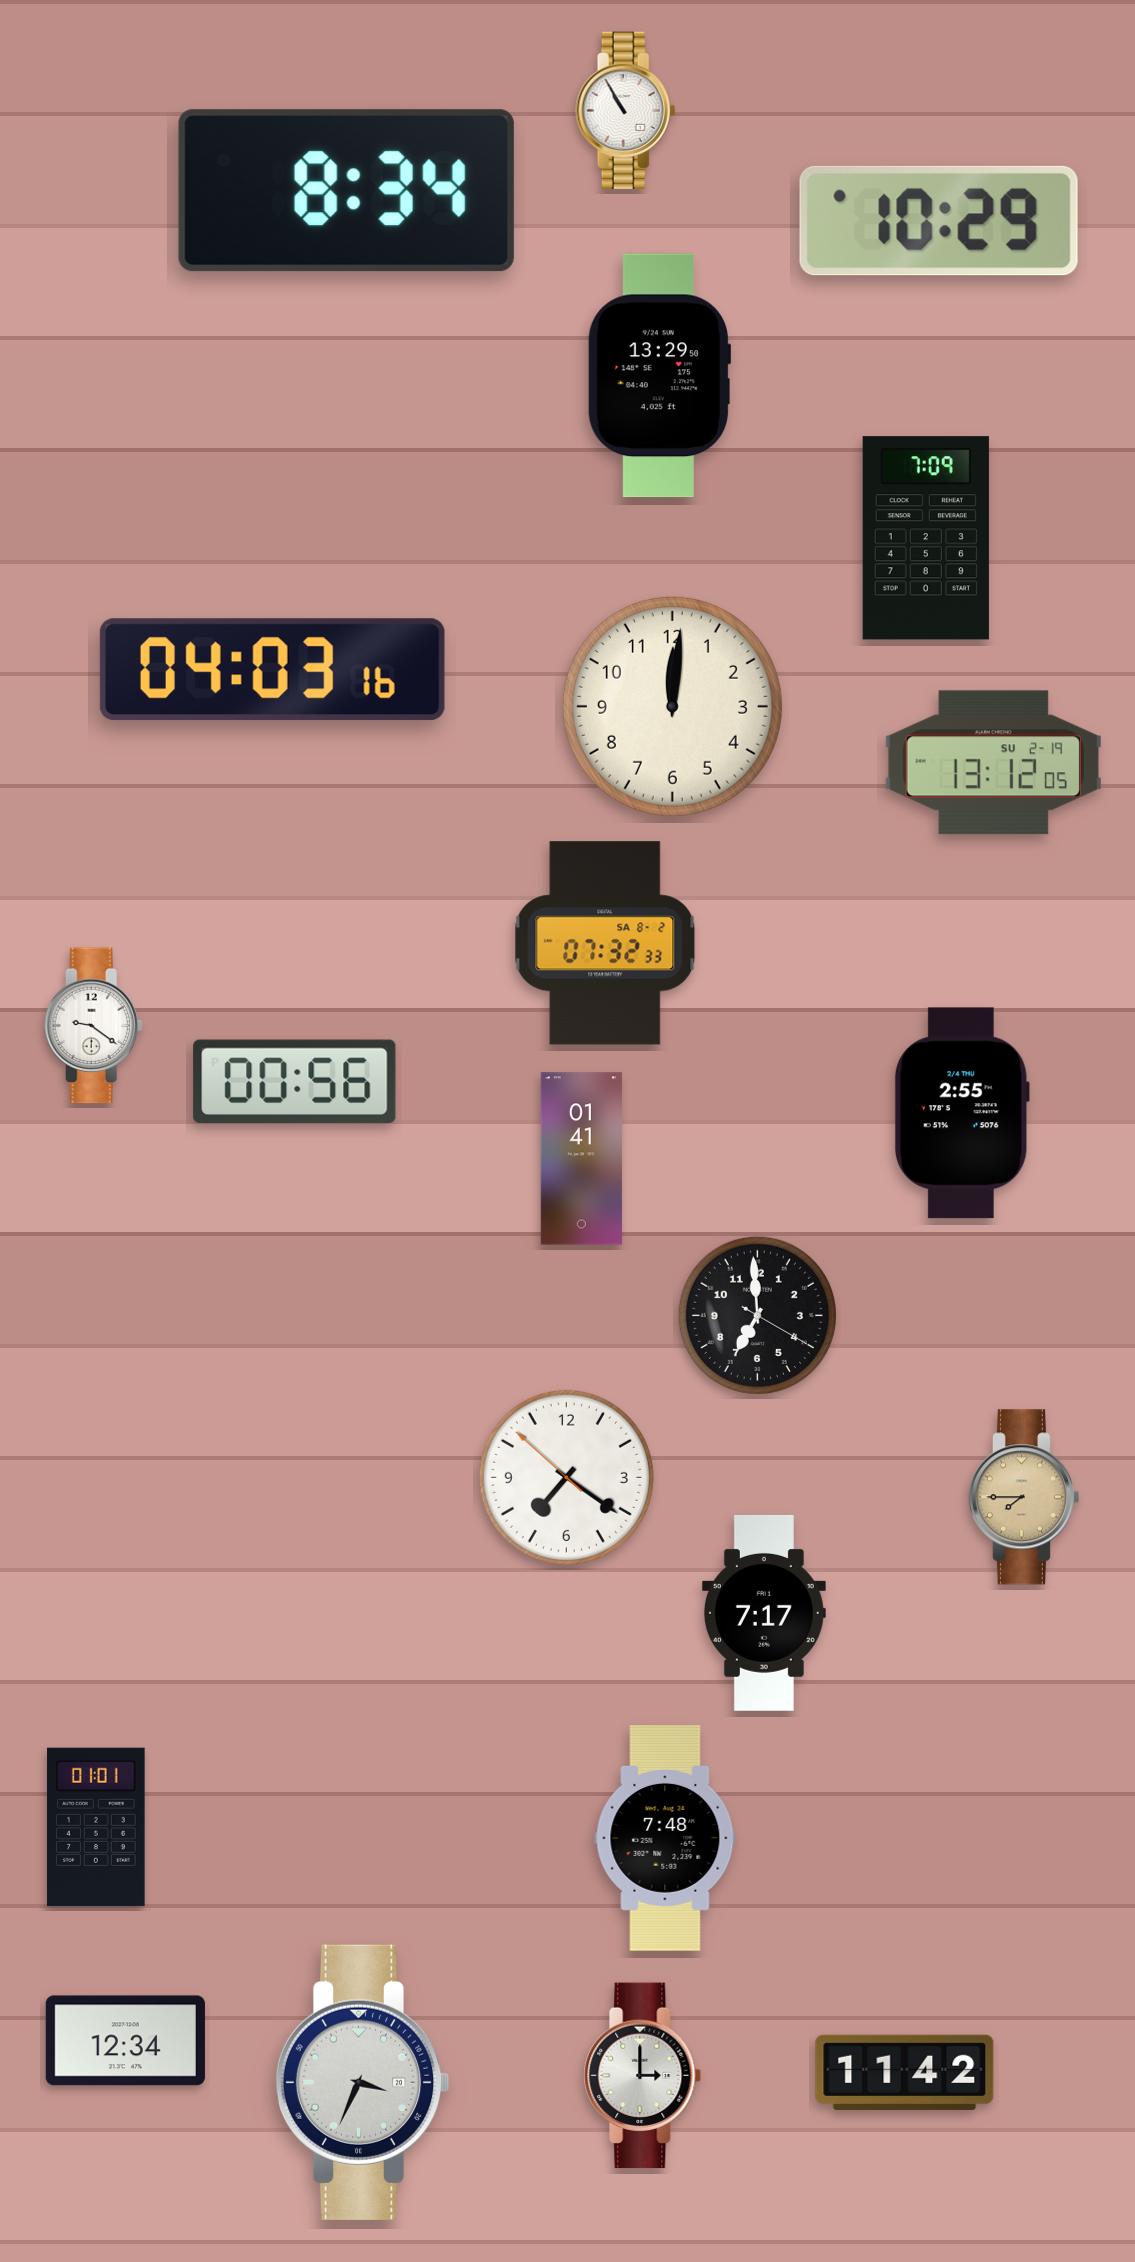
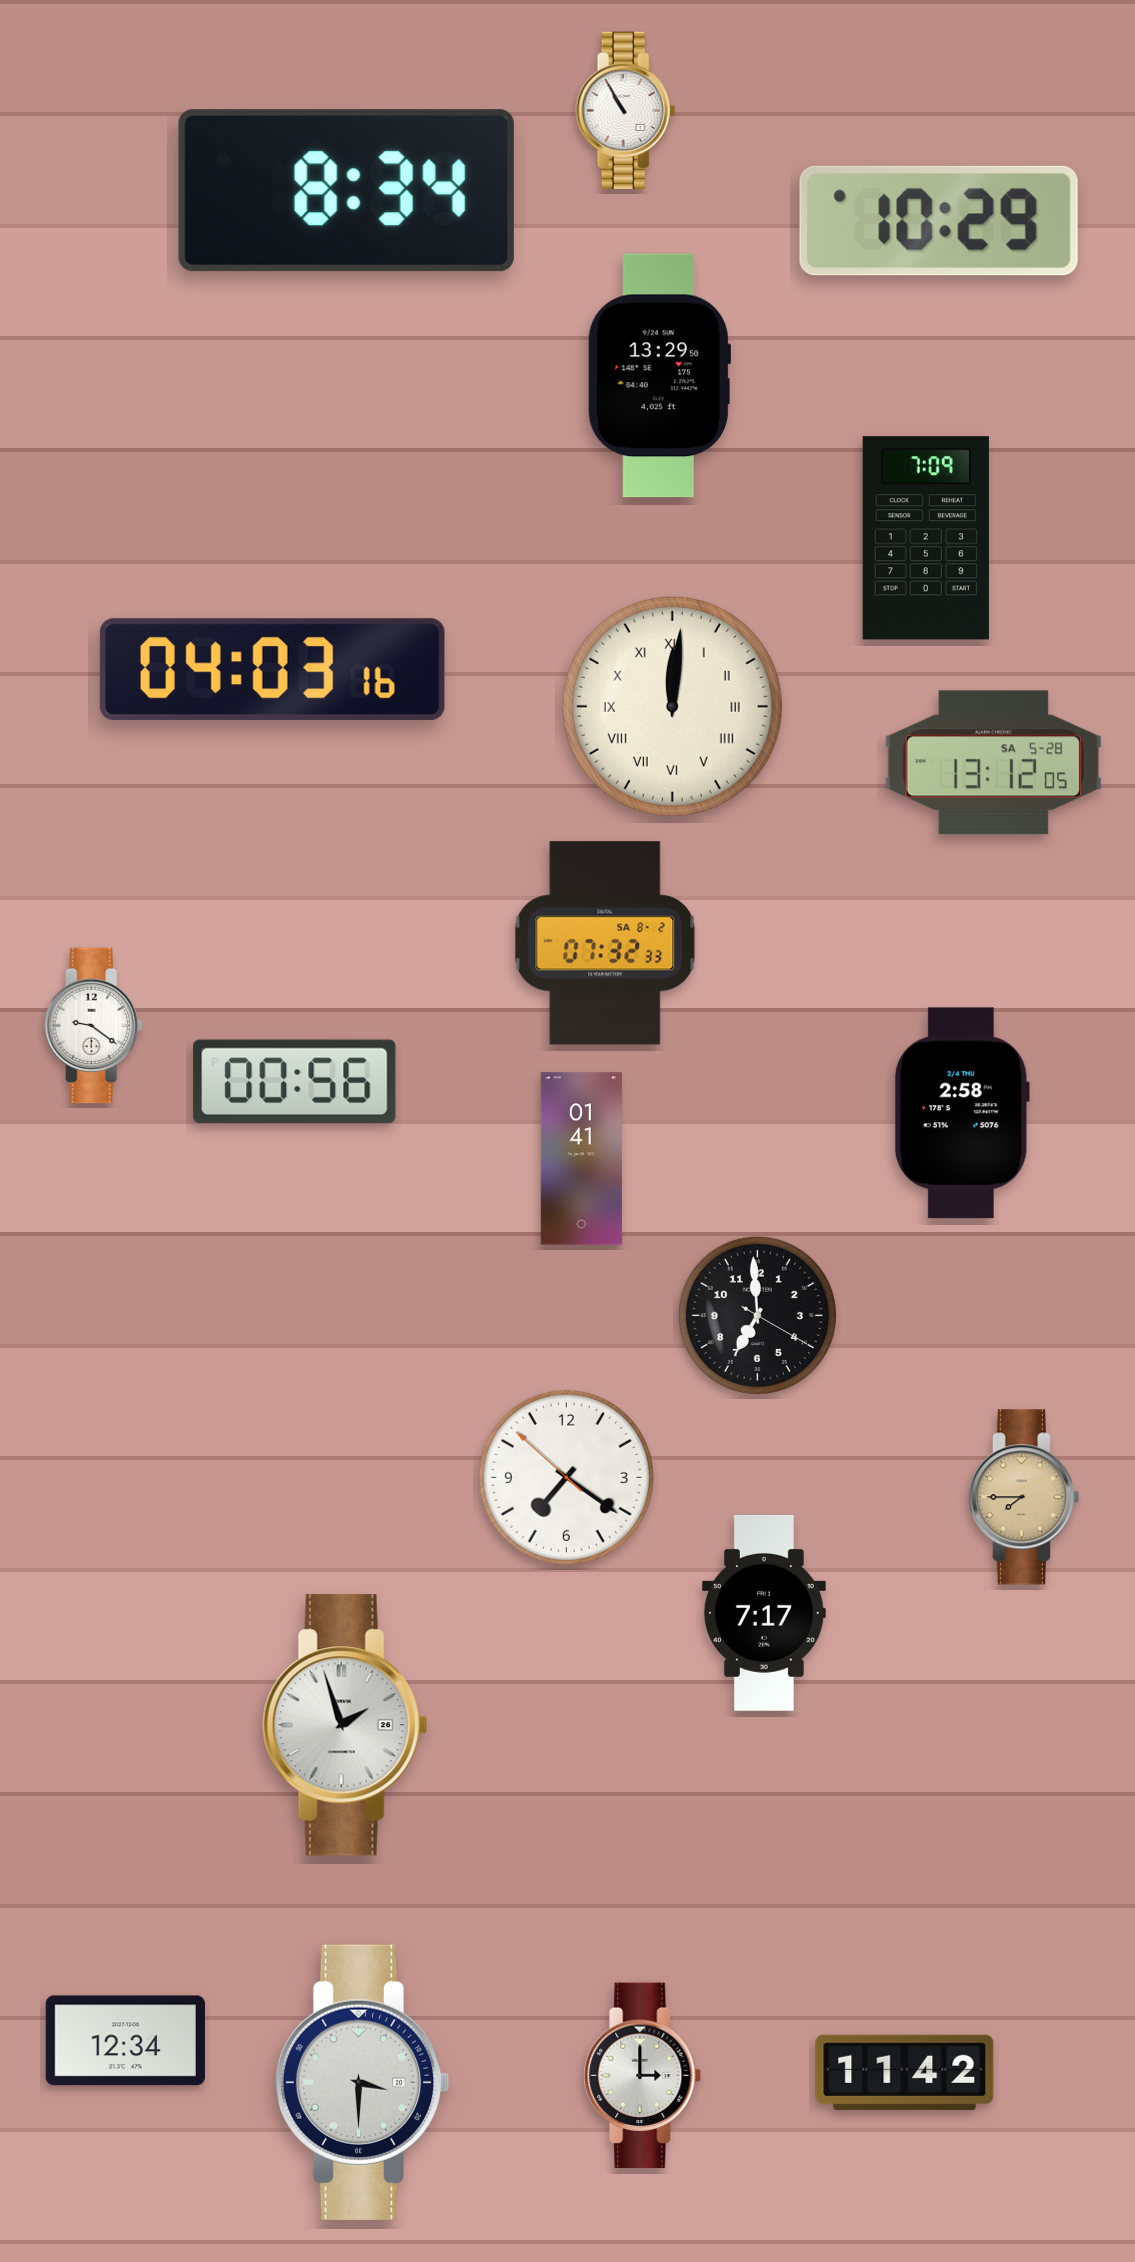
clock at (672, 706) numerals: Arabic -> Roman
clock at (993, 763) date: SU 2-19 -> SA 5-28
clock at (962, 1113): 2:55 -> 2:58
clock at (345, 1725): none -> 1:57
clock at (96, 1827): 01:01 -> none
clock at (665, 1839): 7:48 -> none
clock at (362, 2082): 3:34 -> 3:30
